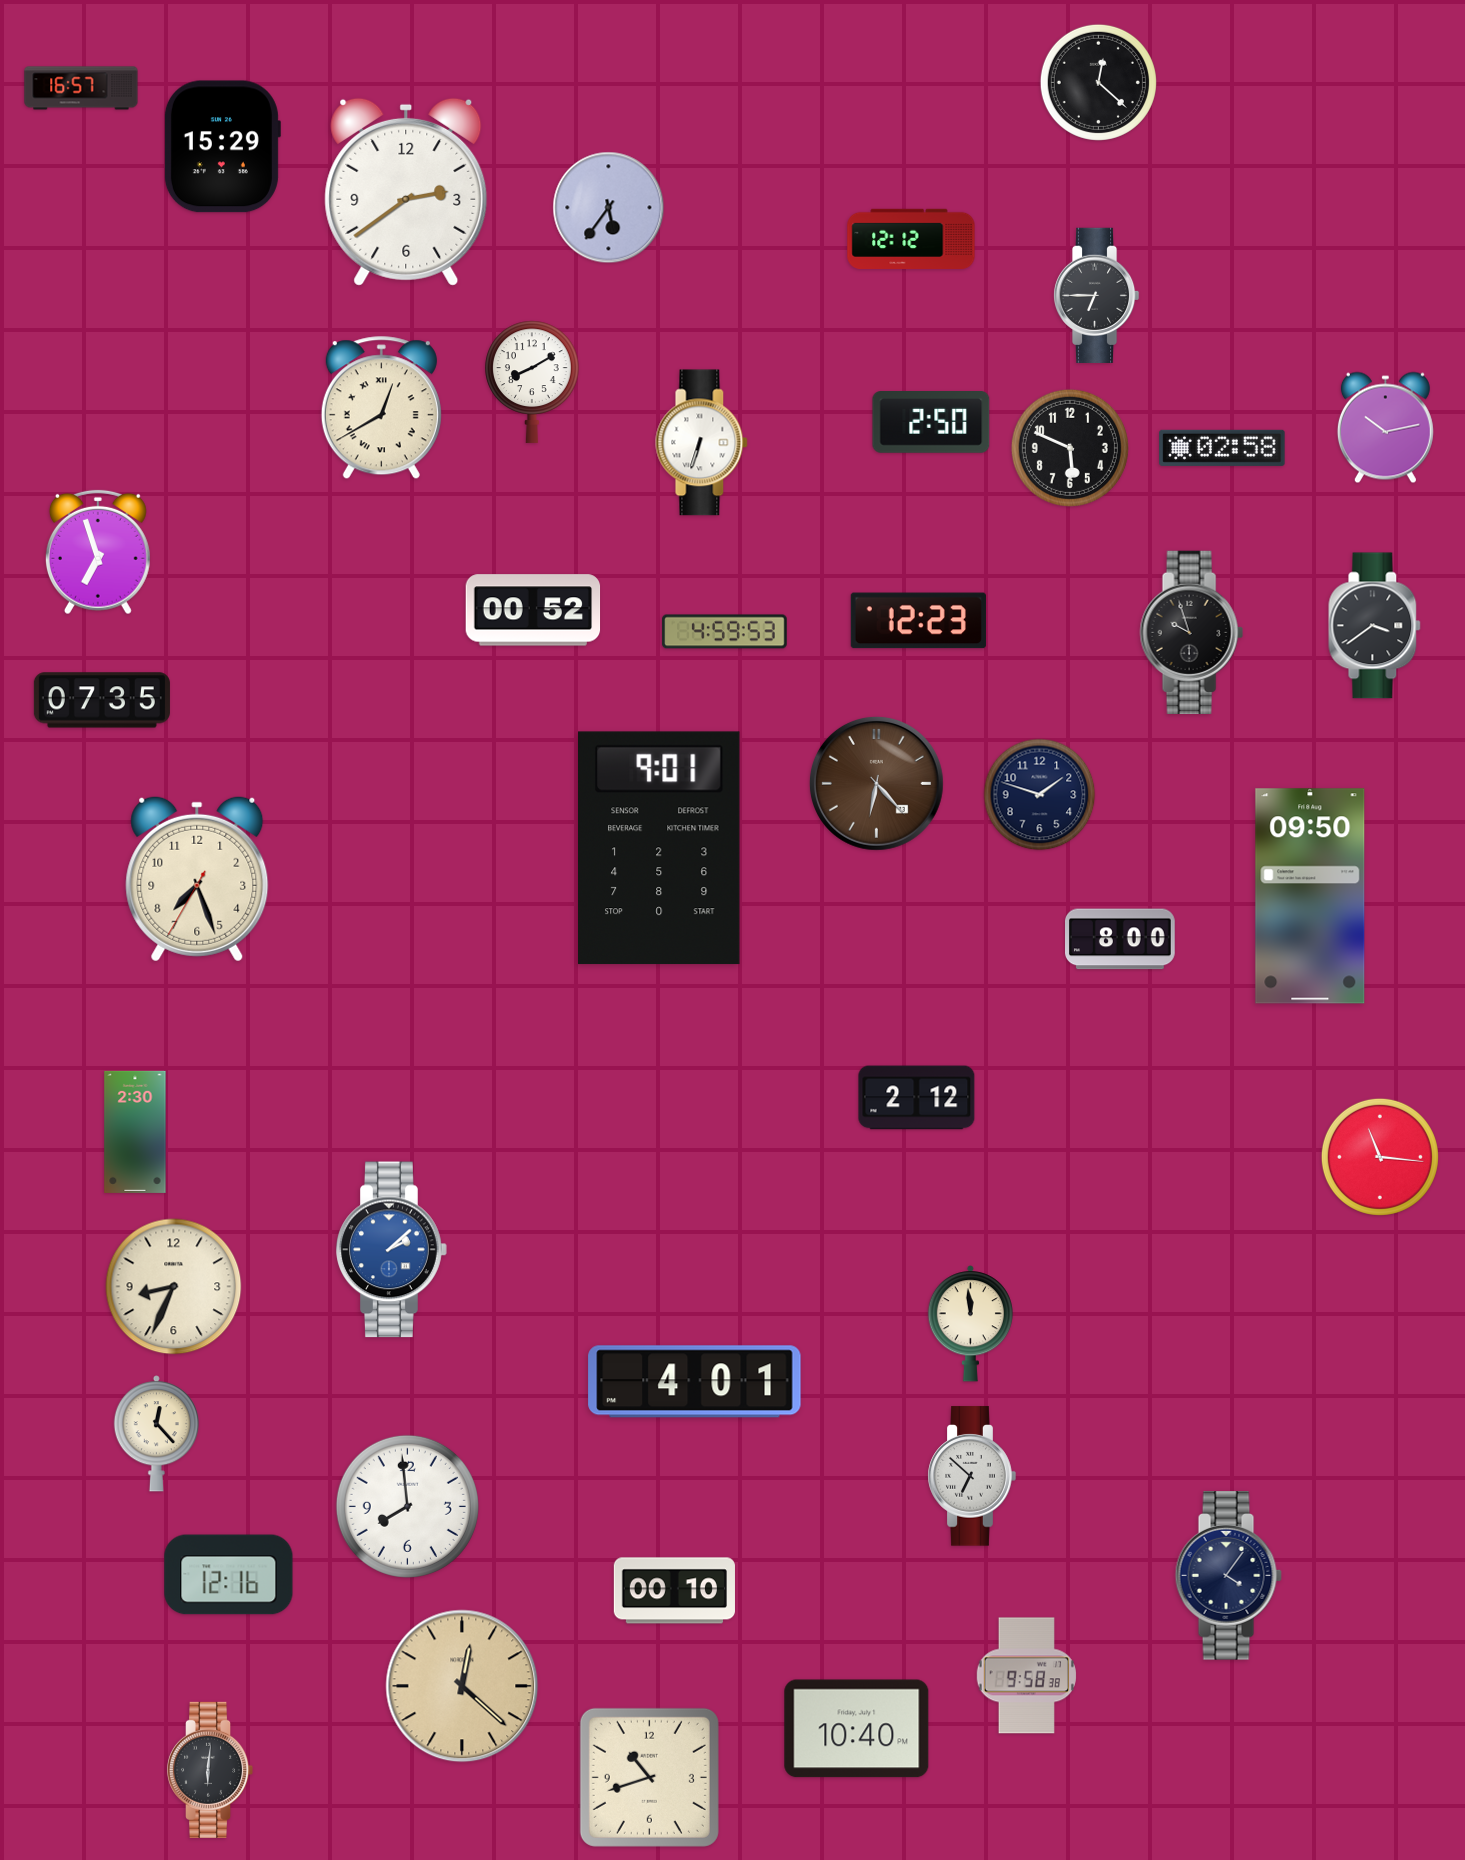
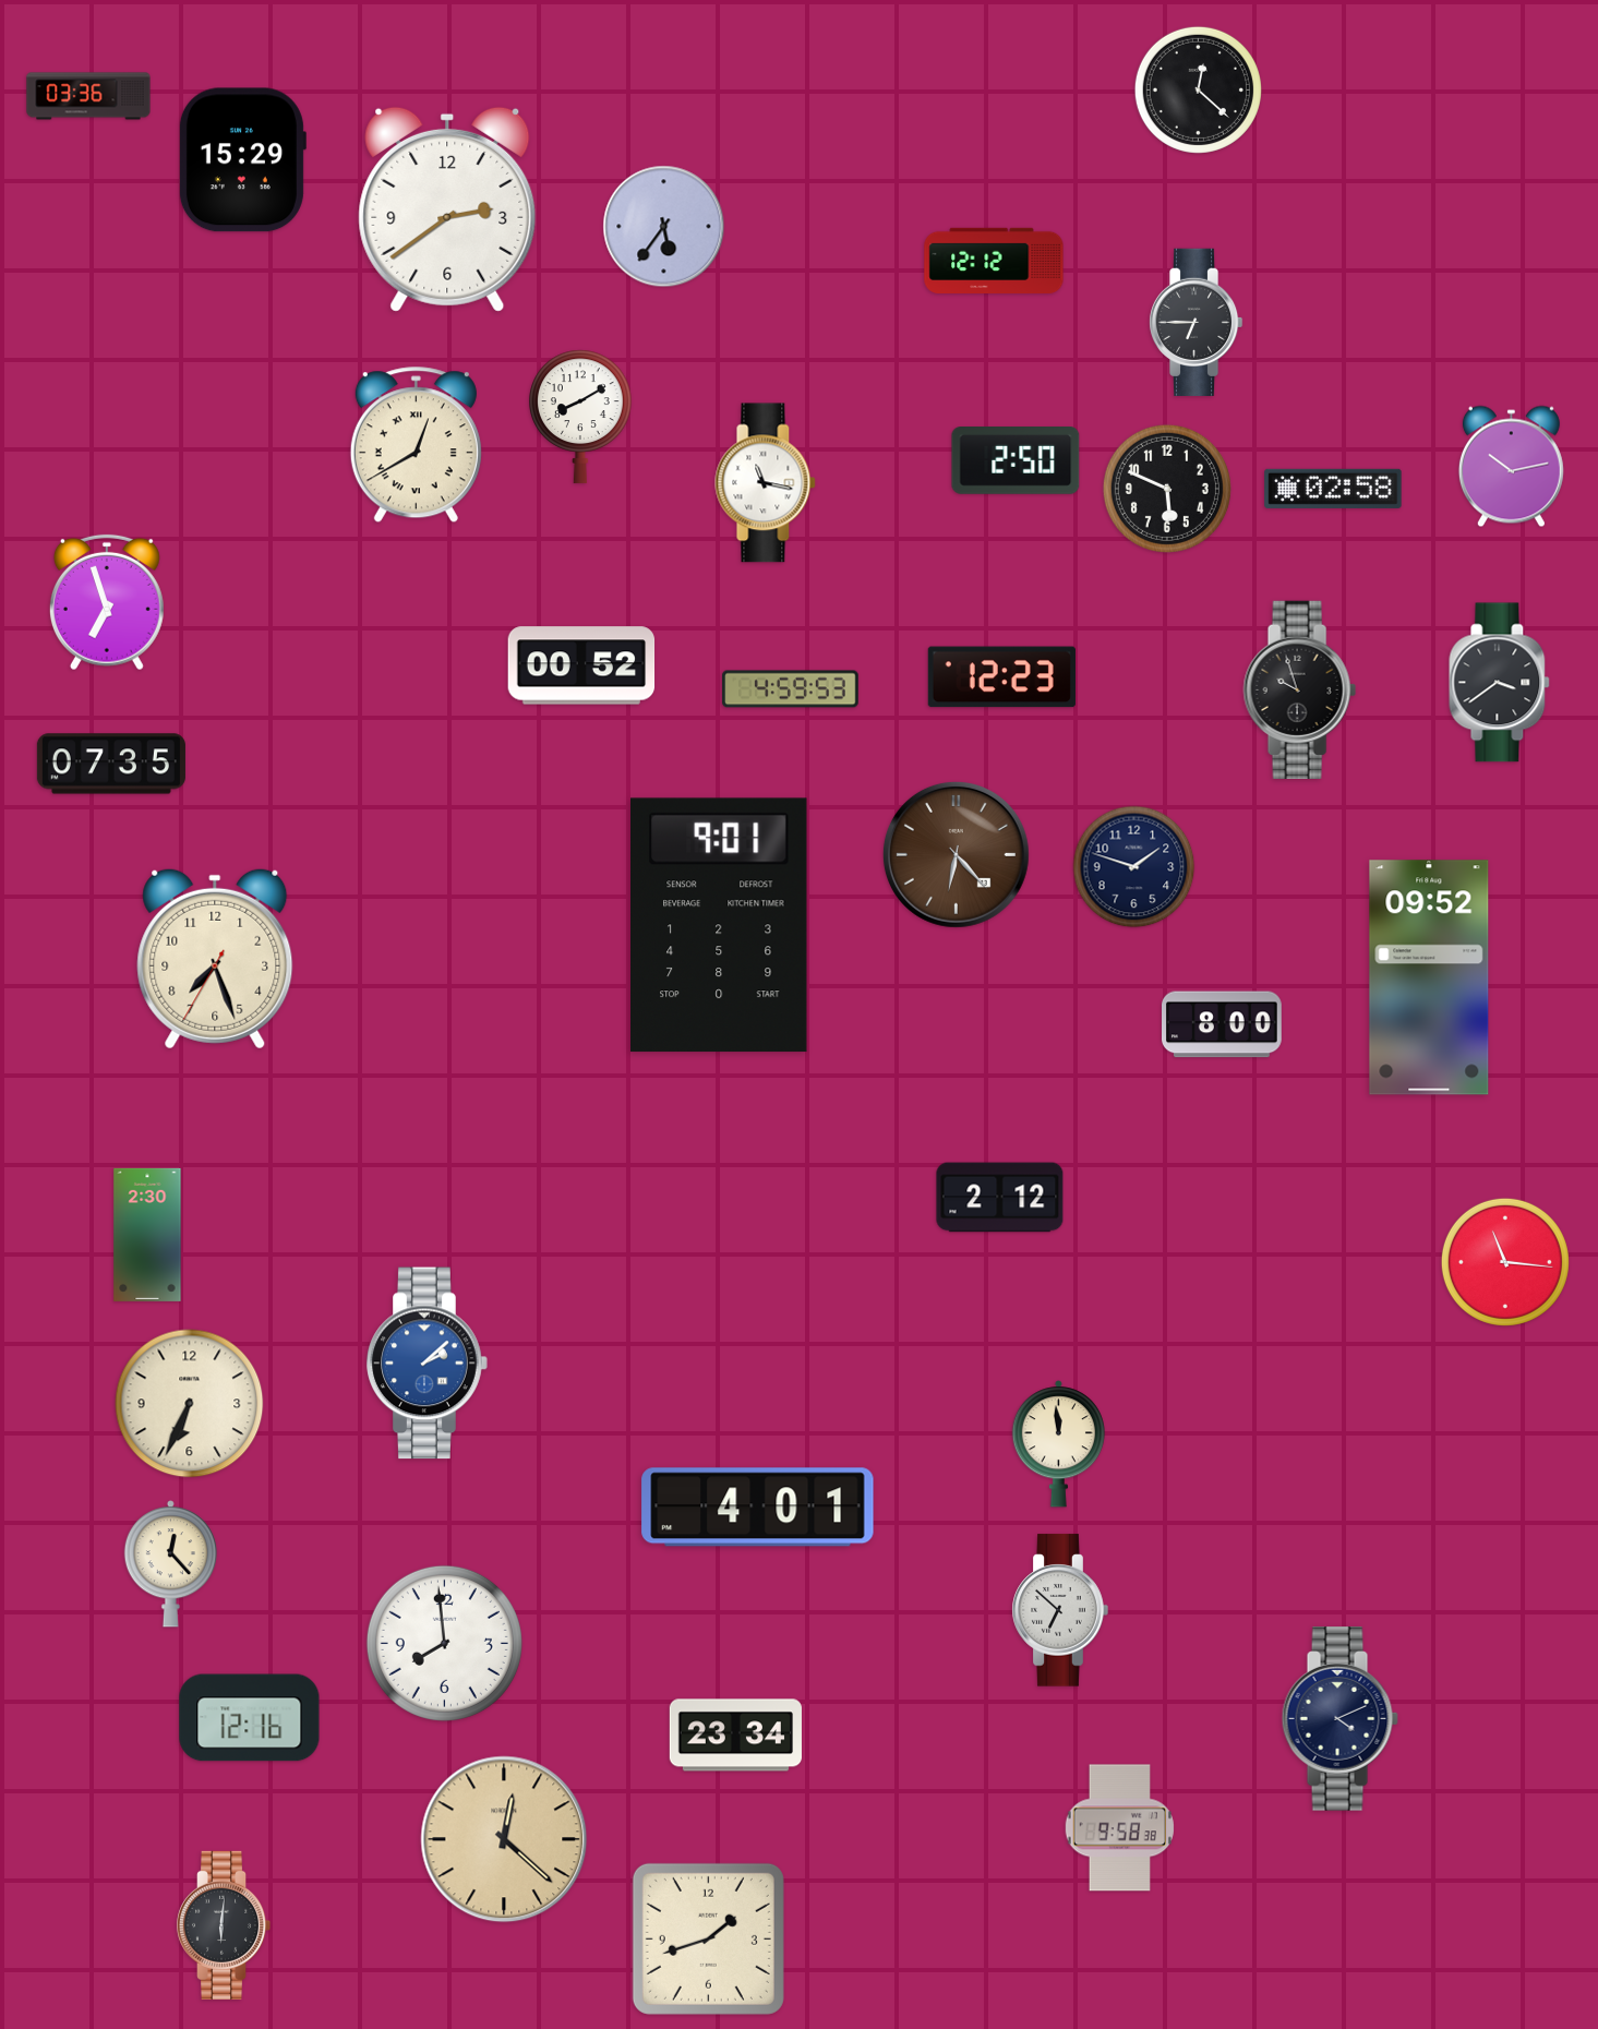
clock at (81, 88): 16:57 -> 03:36
clock at (406, 192) position: (406, 192) -> (447, 209)
clock at (702, 443): 6:33 -> 11:17
clock at (1310, 896): 09:50 -> 09:52
clock at (174, 1287): 8:34 -> 6:34
clock at (1228, 1576): 4:06 -> 4:11
clock at (674, 1591): 00:10 -> 23:34
clock at (857, 1729): 10:40 -> none
clock at (210, 1770) position: (210, 1770) -> (224, 1925)
clock at (649, 1777): 10:42 -> 1:42
